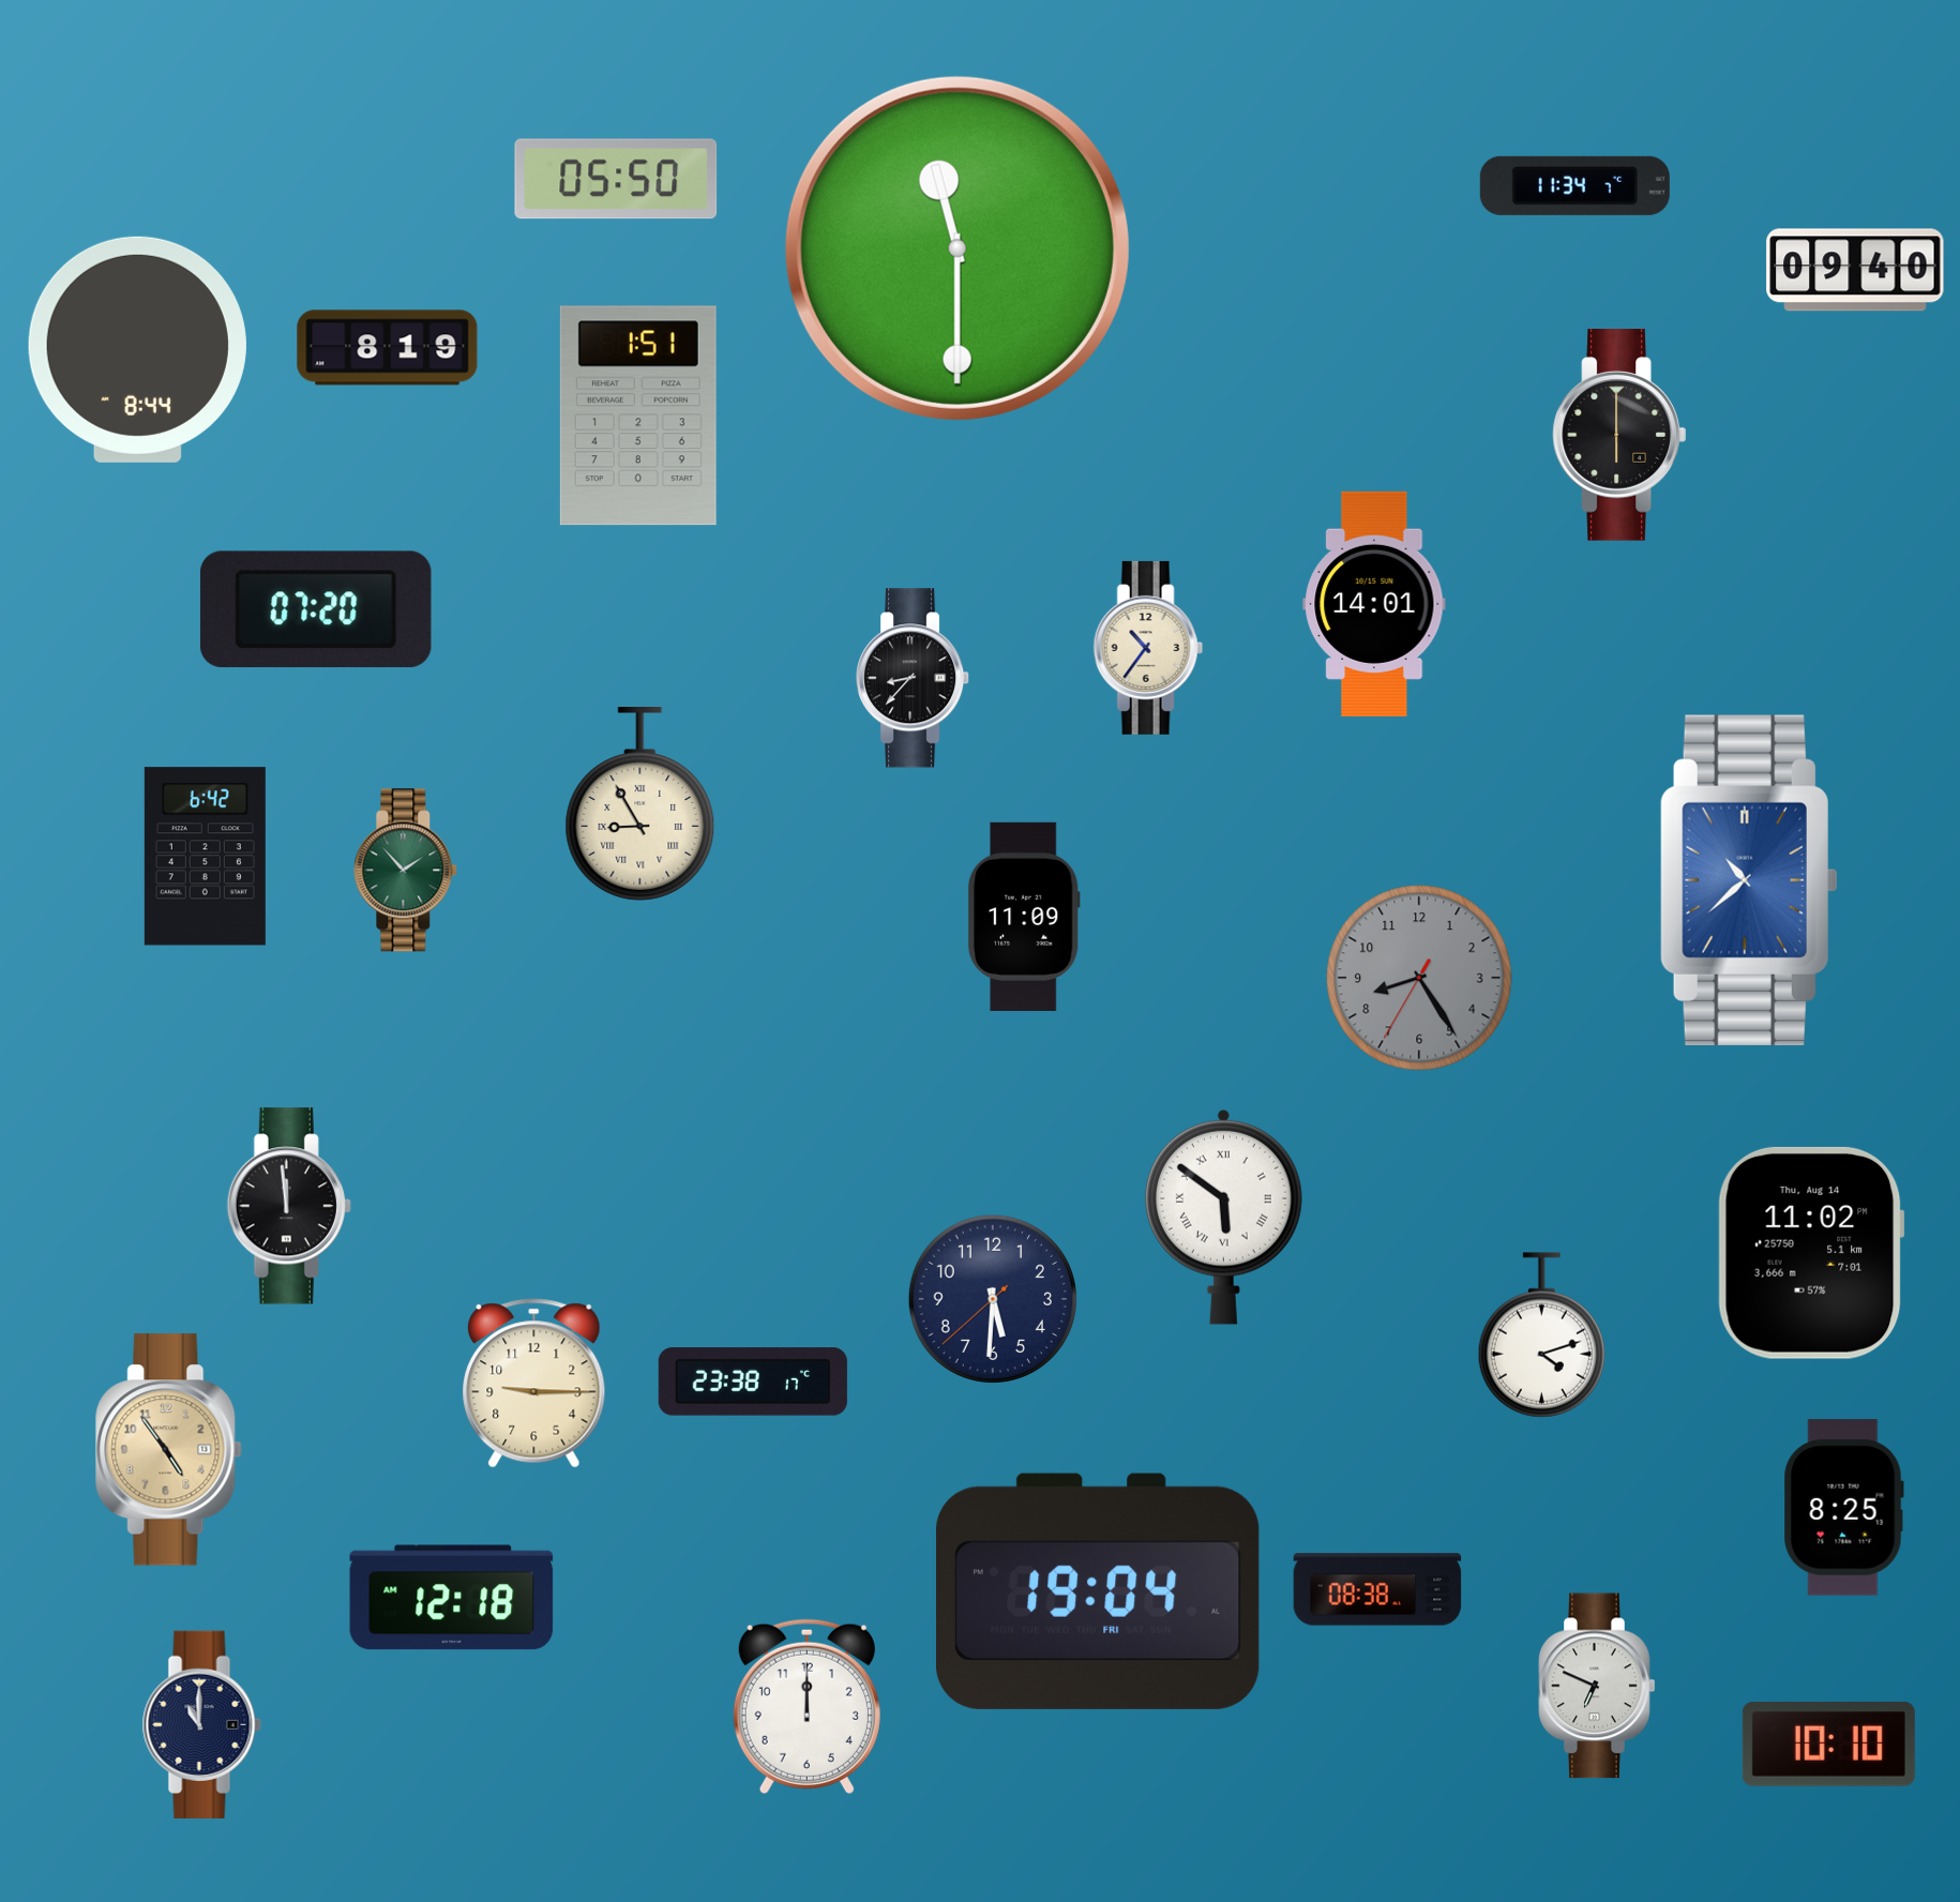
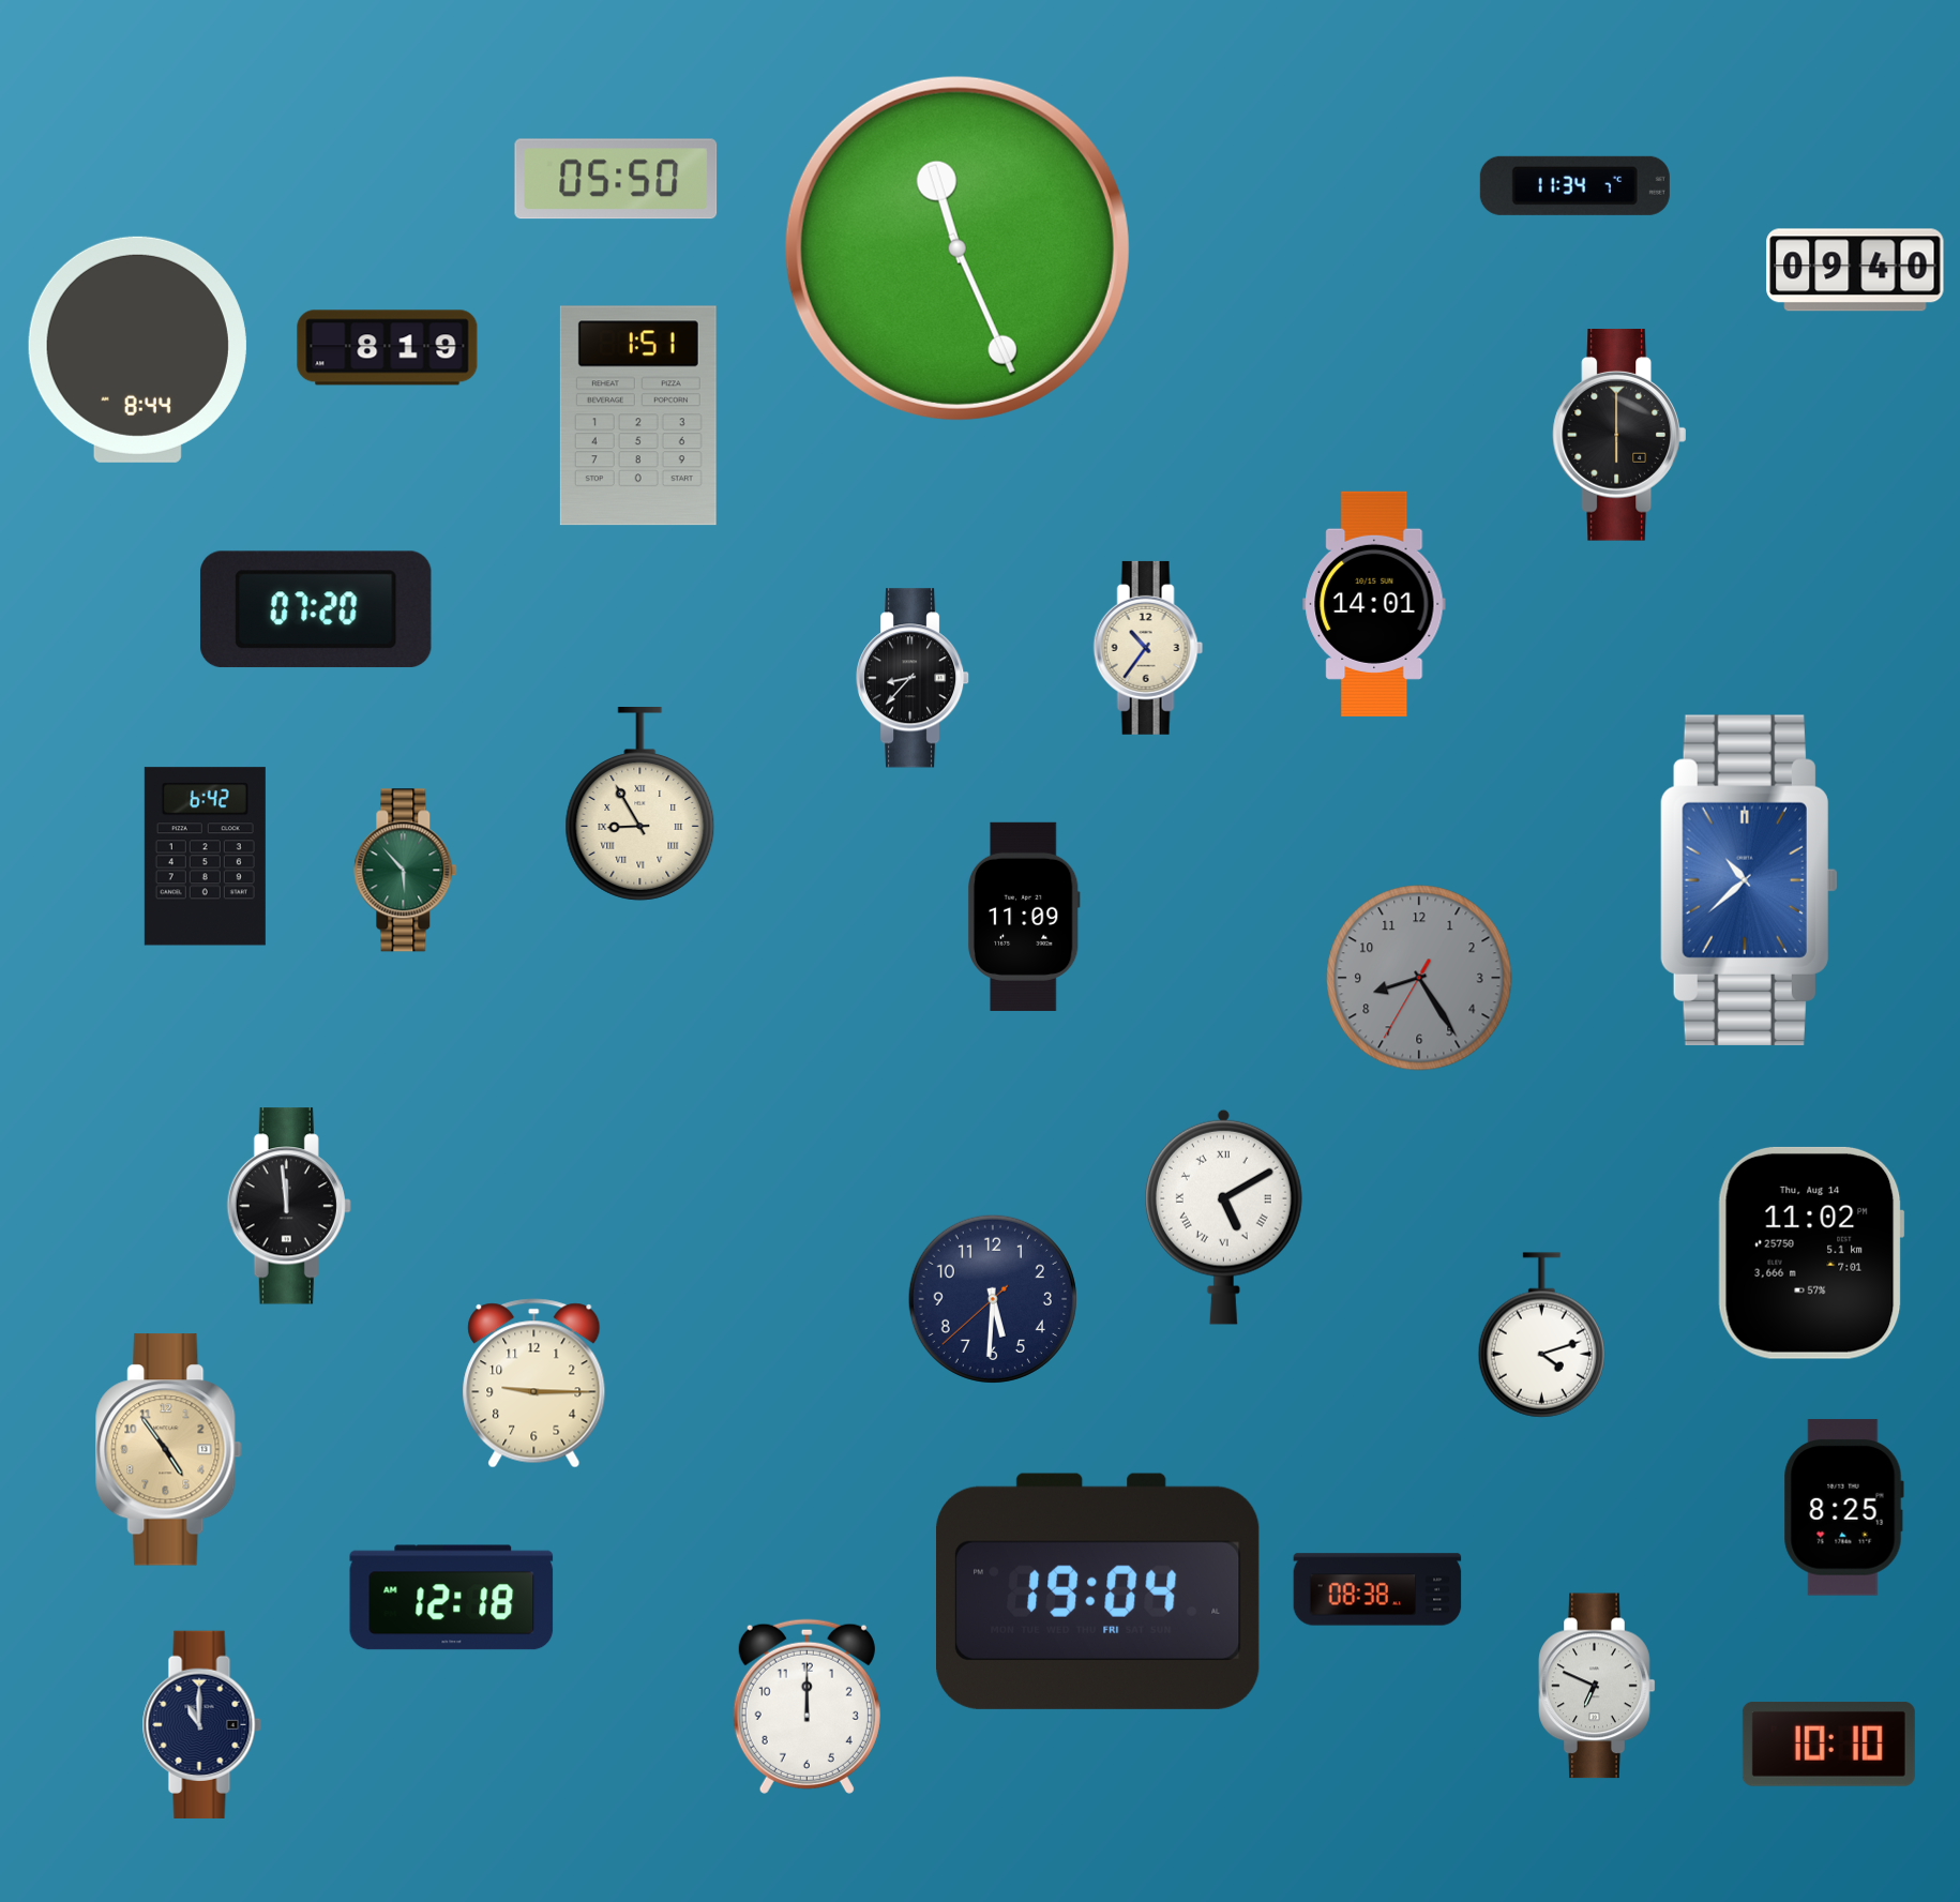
clock at (958, 248): 11:30 -> 11:26
clock at (406, 871): 1:53 -> 5:53
clock at (1223, 1217): 5:51 -> 5:10
clock at (753, 1382): 23:38 -> none
